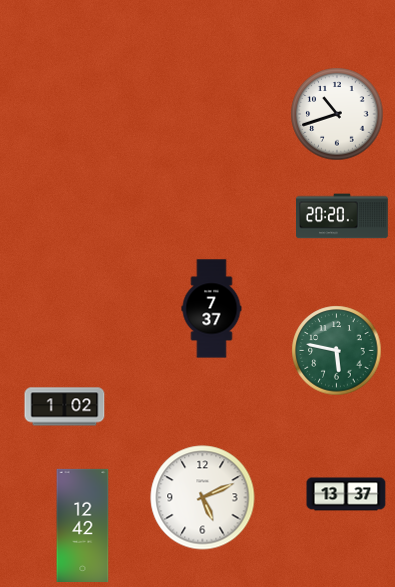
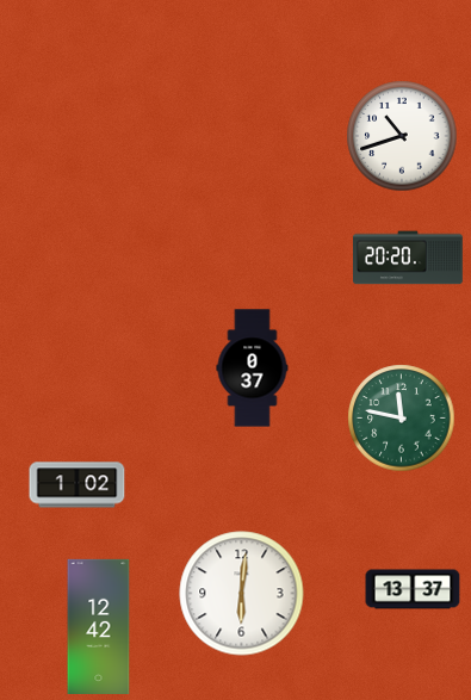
clock at (212, 309): 7:37 -> 0:37
clock at (337, 351): 5:47 -> 11:47
clock at (203, 498): 5:11 -> 6:01
